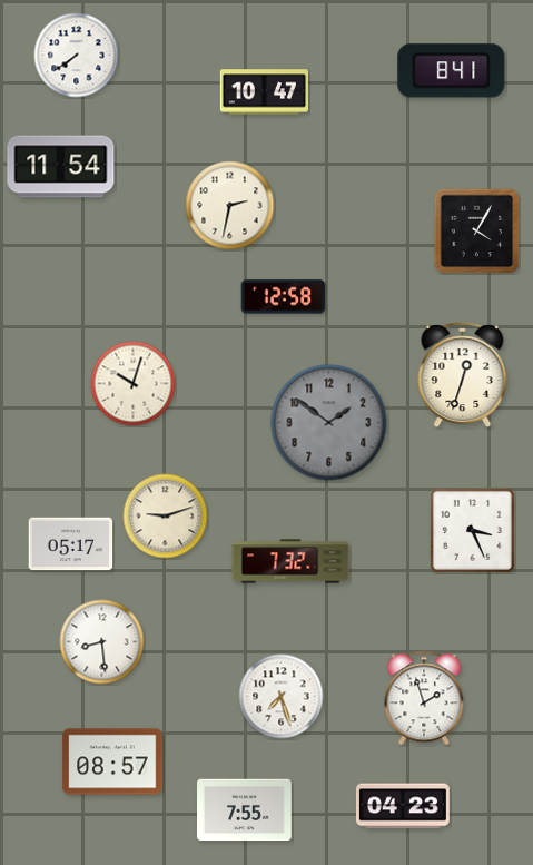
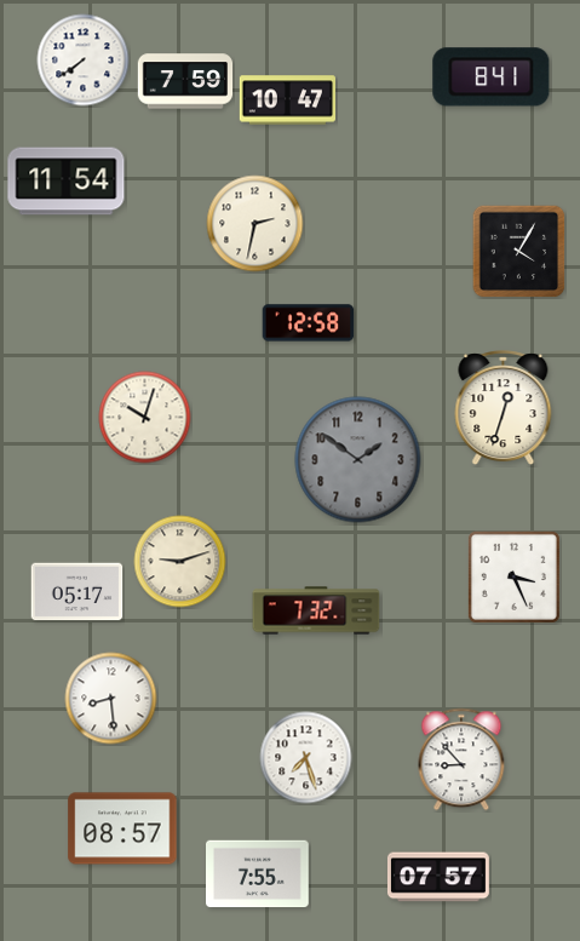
clock at (185, 81): none -> 7:59
clock at (230, 206) position: (230, 206) -> (255, 224)
clock at (424, 698): 1:57 -> 8:53
clock at (403, 806): 04:23 -> 07:57
clock at (245, 810) position: (245, 810) -> (258, 874)
